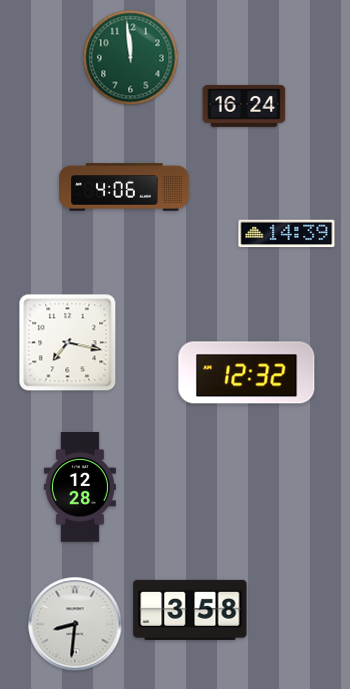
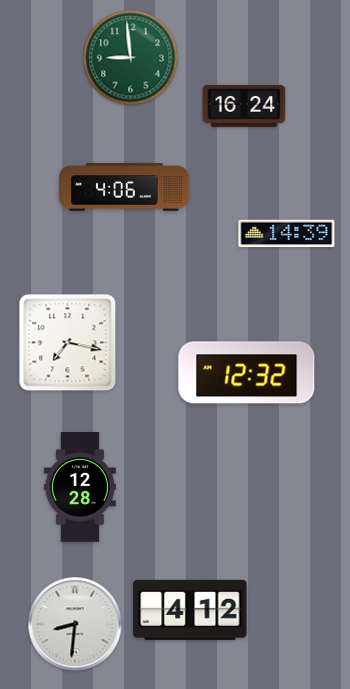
clock at (131, 58): 11:59 -> 8:59
clock at (190, 610): 3:58 -> 4:12
